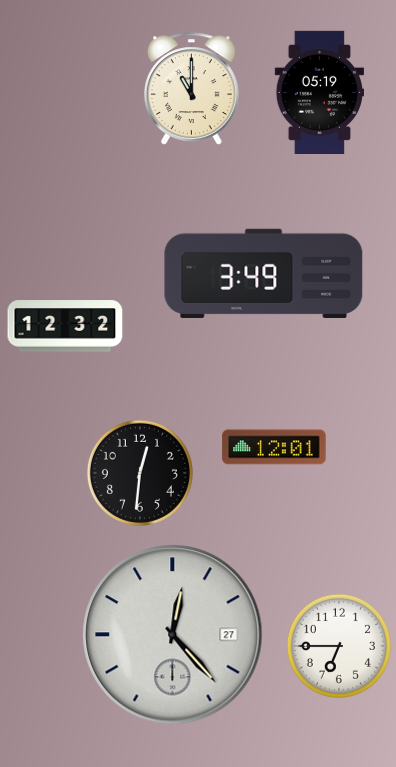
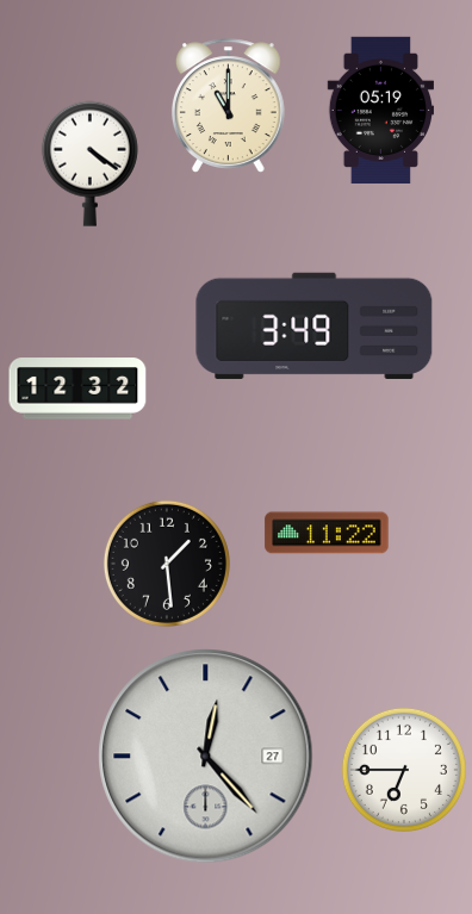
clock at (89, 163): none -> 4:21
clock at (274, 447): 12:01 -> 11:22
clock at (140, 473): 12:31 -> 1:29
